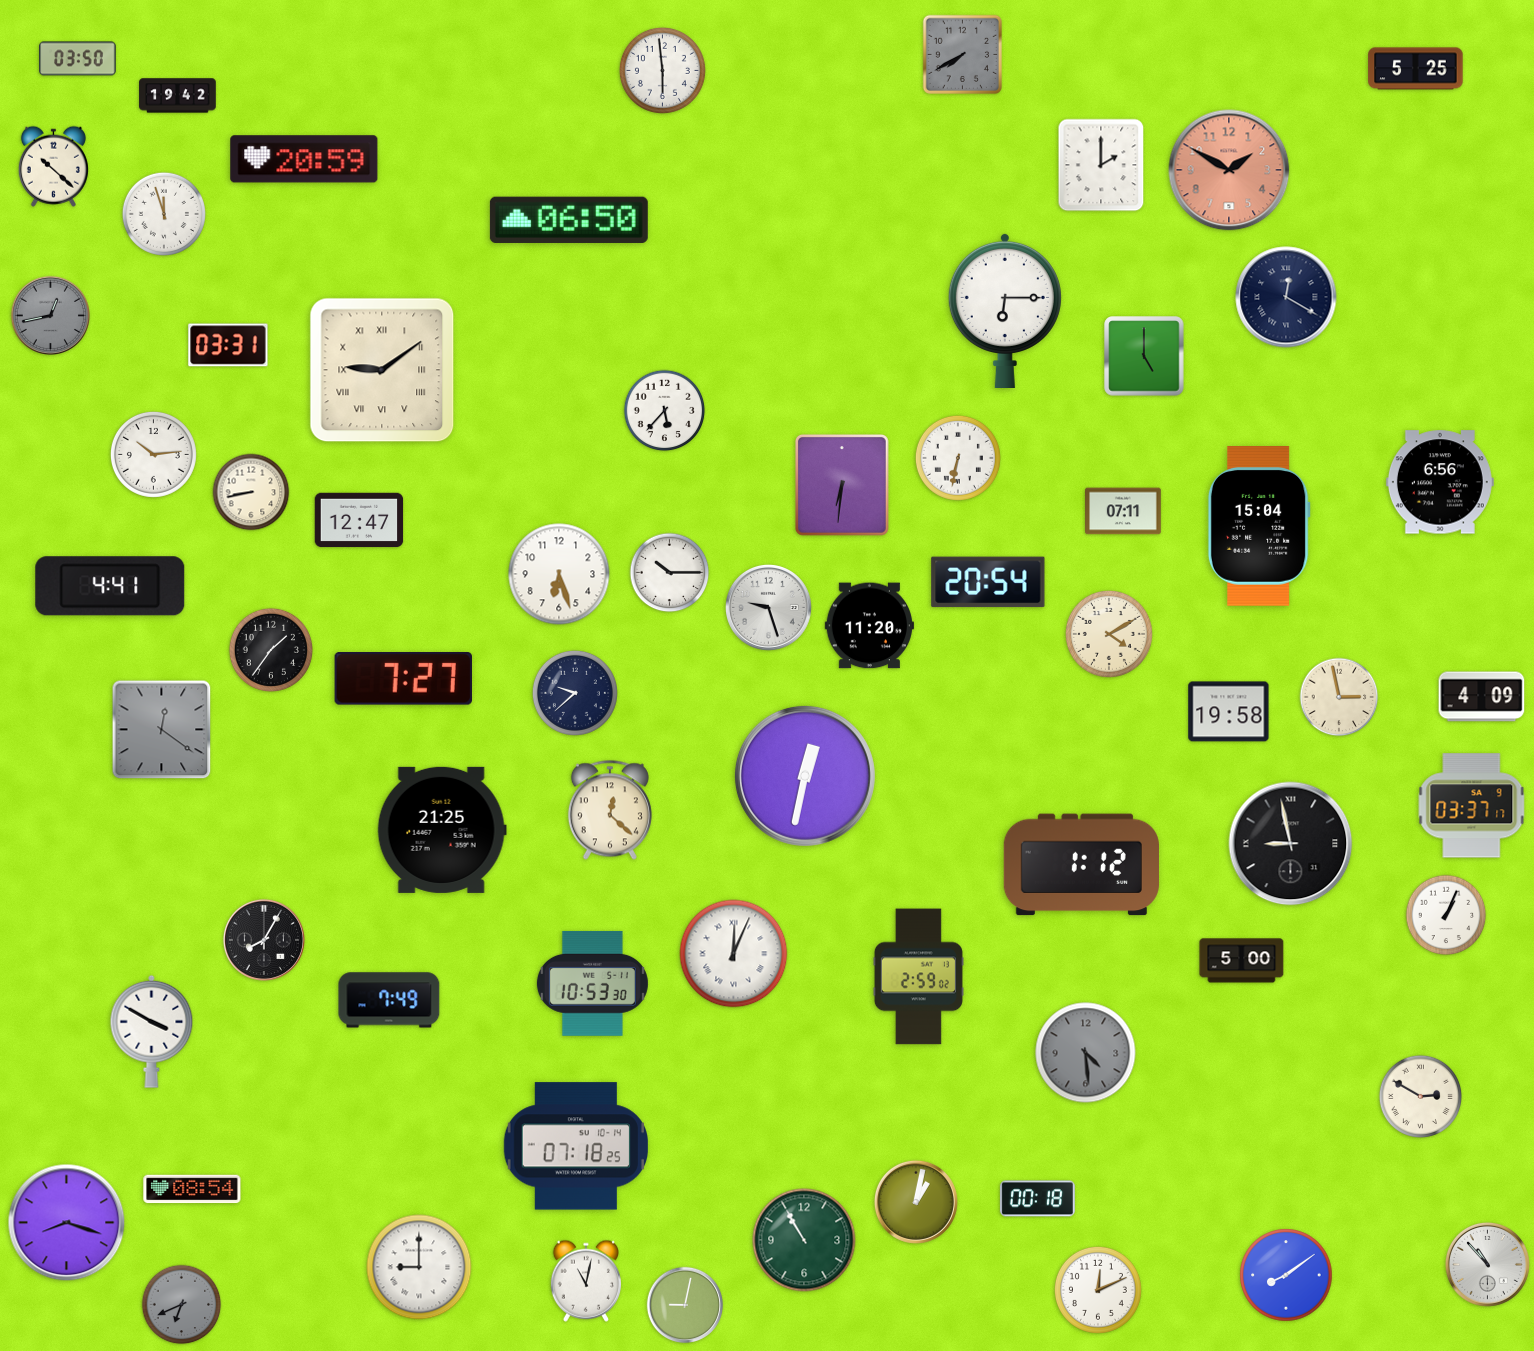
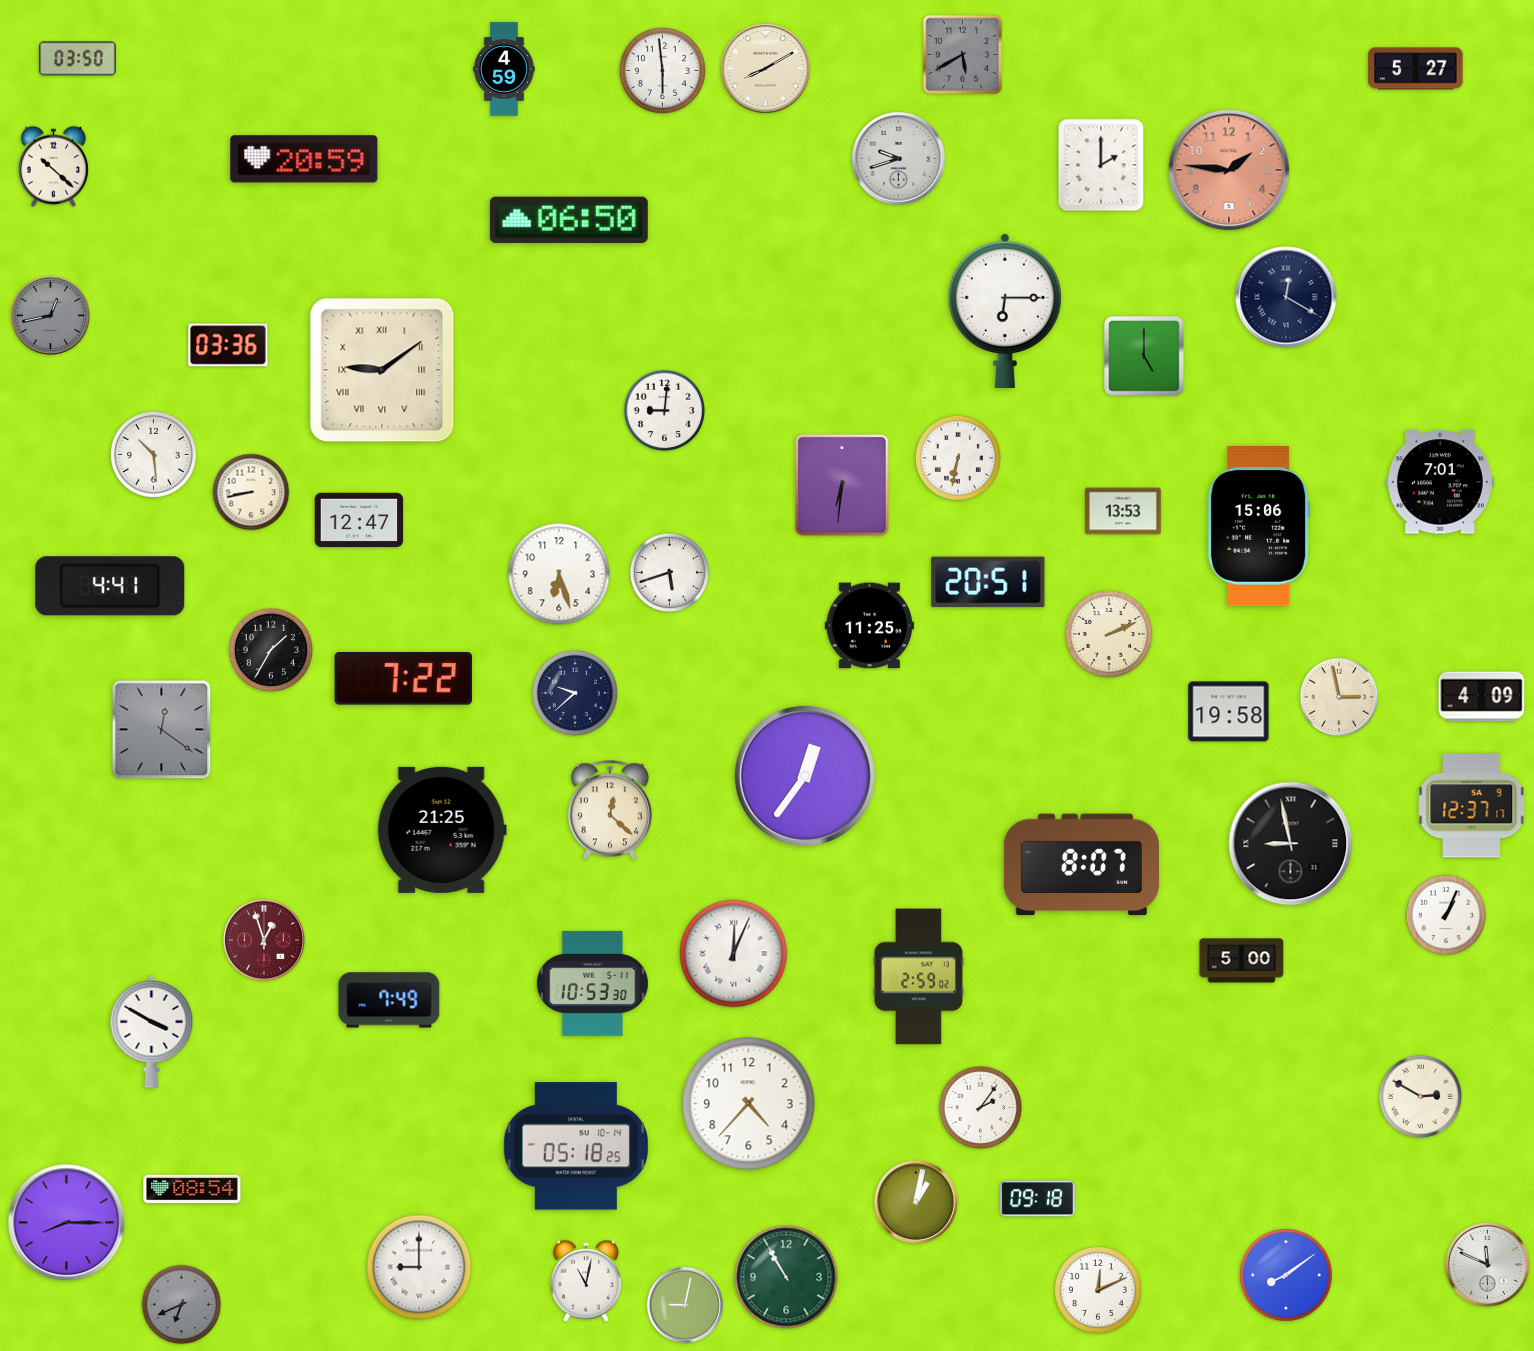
clock at (962, 54): 7:40 -> 5:40
clock at (504, 69): none -> 4:59
clock at (766, 69): none -> 8:10
clock at (1416, 69): 5:25 -> 5:27
clock at (178, 96): 19:42 -> none
clock at (899, 159): none -> 9:42
clock at (1229, 170): 1:50 -> 1:46
clock at (164, 214): 11:57 -> none
clock at (228, 345): 03:31 -> 03:36
clock at (665, 411): 5:37 -> 9:01
clock at (153, 454): 10:14 -> 10:29
clock at (1440, 482): 6:56 -> 7:01
clock at (1124, 511): 07:11 -> 13:53
clock at (1259, 527): 15:04 -> 15:06
clock at (670, 573): 10:15 -> 5:42
clock at (988, 582): 20:54 -> 20:51
clock at (768, 607): 9:27 -> none
clock at (869, 626): 11:20 -> 11:25
clock at (1109, 634): 4:10 -> 2:11
clock at (271, 650): 1:36 -> 1:35
clock at (403, 679): 7:27 -> 7:22
clock at (805, 776): 12:32 -> 12:36
clock at (1472, 806): 03:37 -> 12:37
clock at (1081, 865): 1:12 -> 8:07
clock at (264, 940): 8:05 -> 12:57
clock at (264, 940) dial: black -> burgundy
clock at (1086, 1053): 4:29 -> none
clock at (749, 1104): none -> 4:37
clock at (980, 1107): none -> 2:06
clock at (575, 1146): 07:18 -> 05:18
clock at (1037, 1199): 00:18 -> 09:18
clock at (67, 1223): 8:18 -> 8:15
clock at (804, 1240) position: (804, 1240) -> (786, 1277)
clock at (1487, 1264): 10:53 -> 11:49
